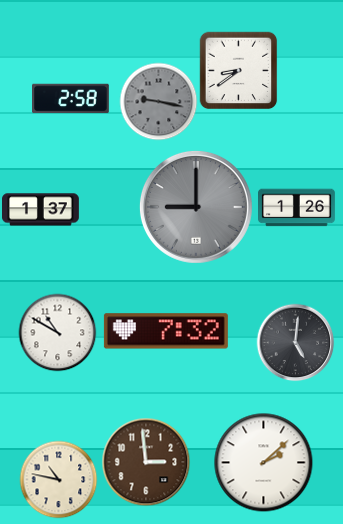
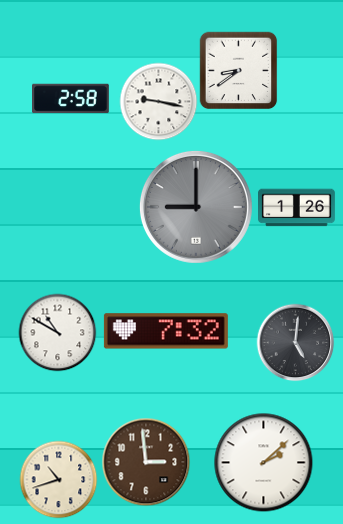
clock at (158, 101) dial: grey -> white
clock at (41, 210): 1:37 -> none
clock at (58, 479): 10:47 -> 10:42
